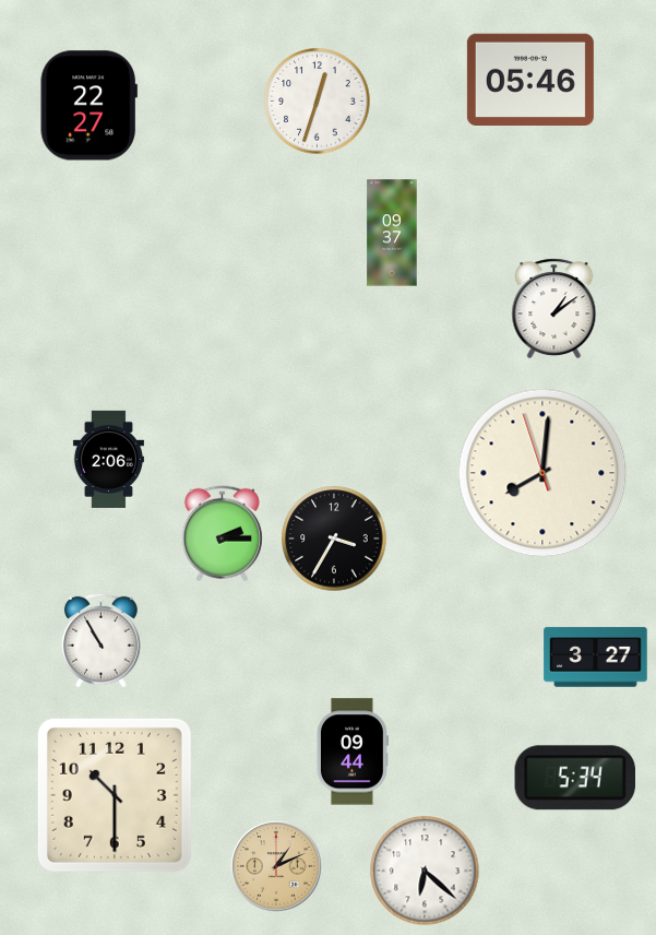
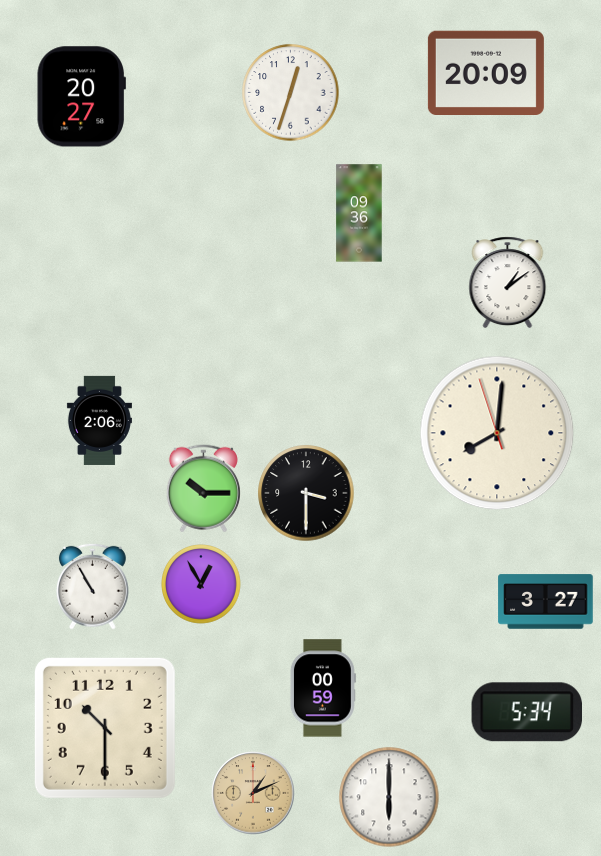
clock at (530, 79): 05:46 -> 20:09
clock at (88, 106): 22:27 -> 20:27
clock at (392, 233): 09:37 -> 09:36
clock at (222, 534): 2:15 -> 10:15
clock at (334, 538): 3:35 -> 3:30
clock at (201, 584): none -> 12:55
clock at (353, 751): 09:44 -> 00:59
clock at (425, 871): 6:22 -> 6:00
